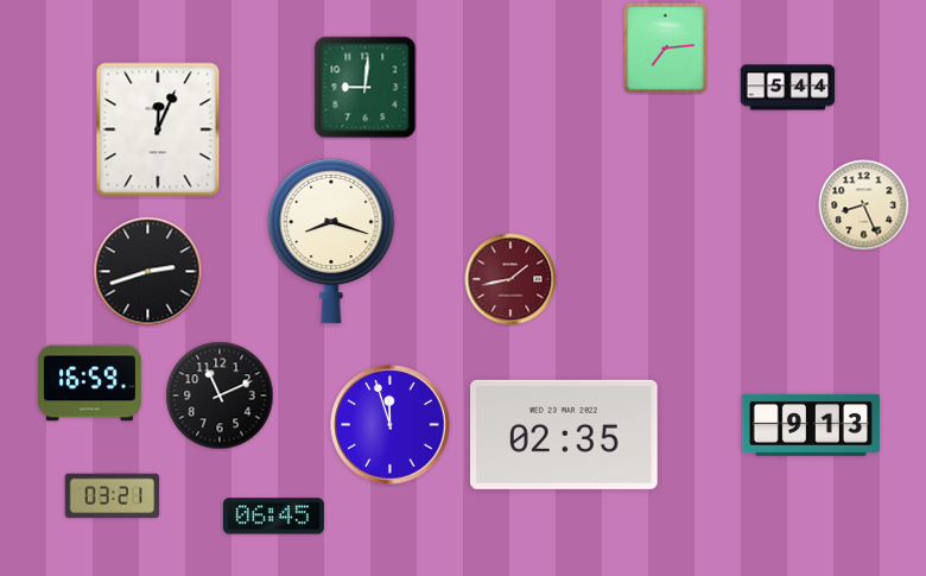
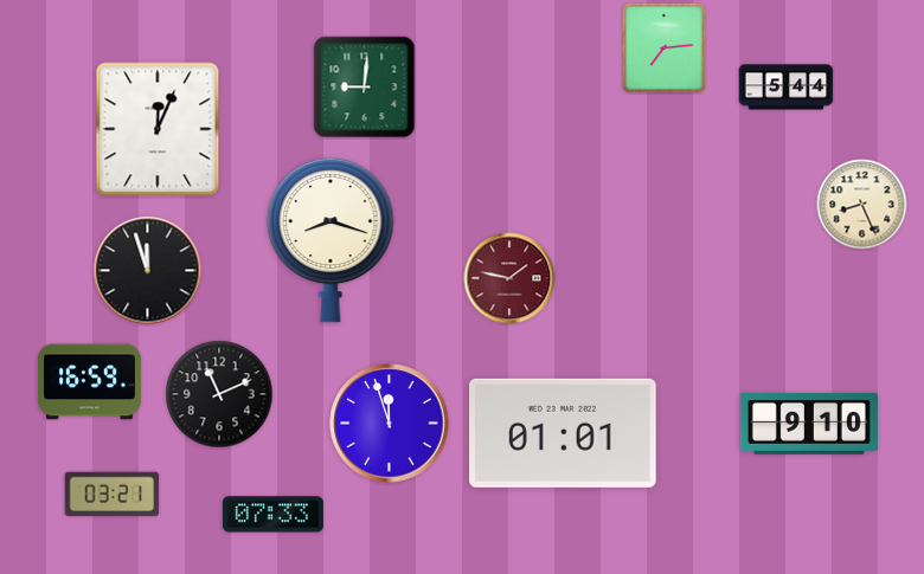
clock at (148, 272): 2:42 -> 11:57
clock at (510, 279): 1:43 -> 1:47
clock at (811, 425): 9:13 -> 9:10
clock at (565, 435): 02:35 -> 01:01
clock at (273, 517): 06:45 -> 07:33
